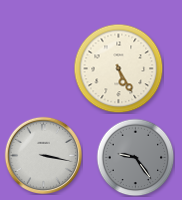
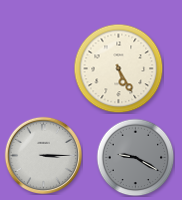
clock at (43, 155): 3:17 -> 3:15
clock at (135, 157): 9:24 -> 9:20
